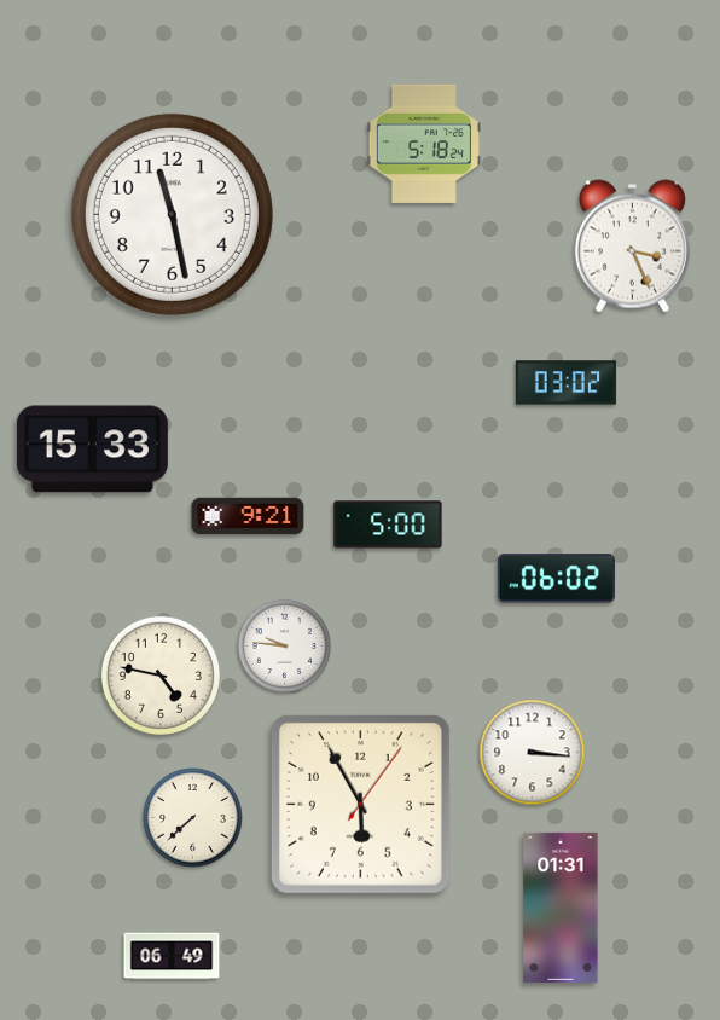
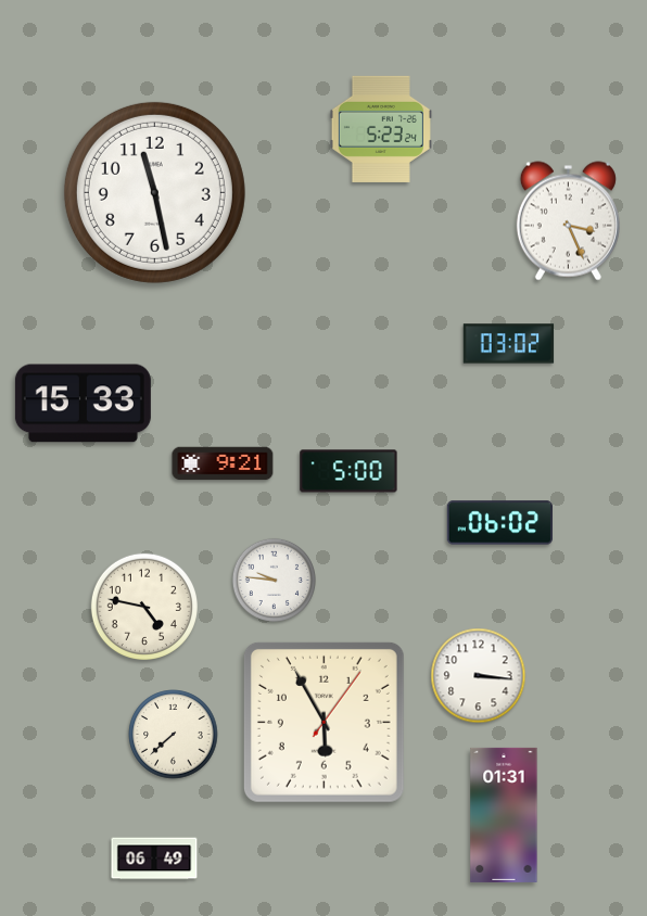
clock at (424, 144): 5:18 -> 5:23
clock at (556, 579) position: (556, 579) -> (499, 523)
clock at (284, 645) position: (284, 645) -> (274, 580)
